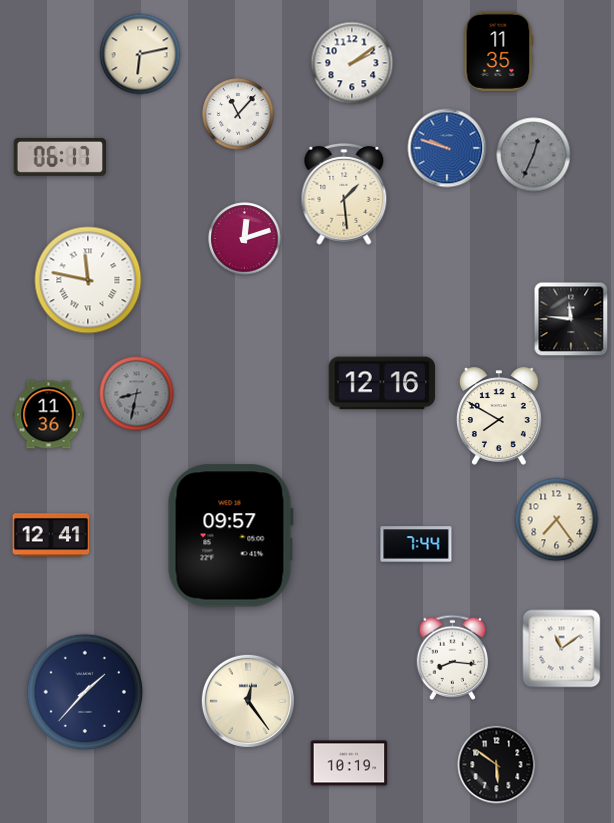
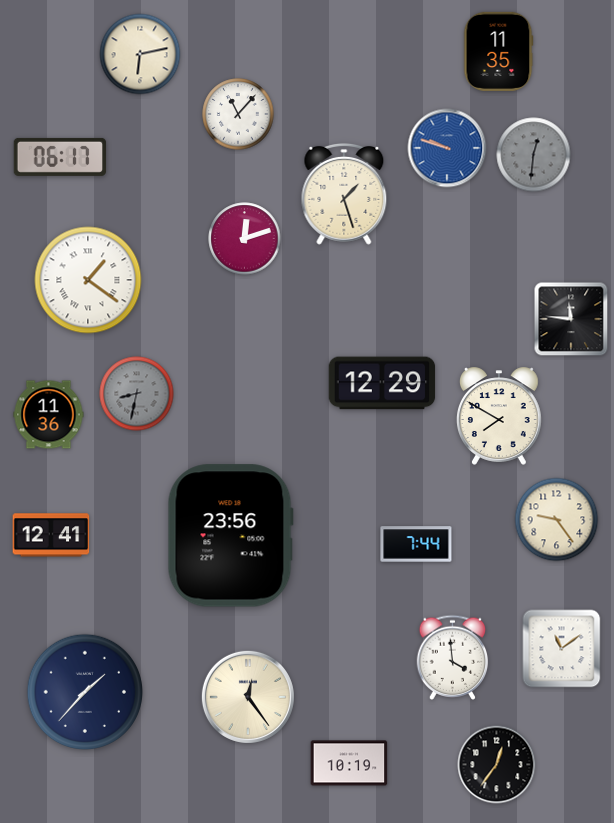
clock at (352, 63): 2:09 -> none
clock at (534, 155): 12:34 -> 12:31
clock at (344, 194): 1:29 -> 1:27
clock at (88, 280): 11:47 -> 1:21
clock at (382, 383): 12:16 -> 12:29
clock at (557, 520): 7:24 -> 9:24
clock at (230, 536): 09:57 -> 23:56
clock at (453, 657): 8:16 -> 3:59
clock at (248, 701) position: (248, 701) -> (248, 697)
clock at (497, 765): 5:51 -> 12:36
